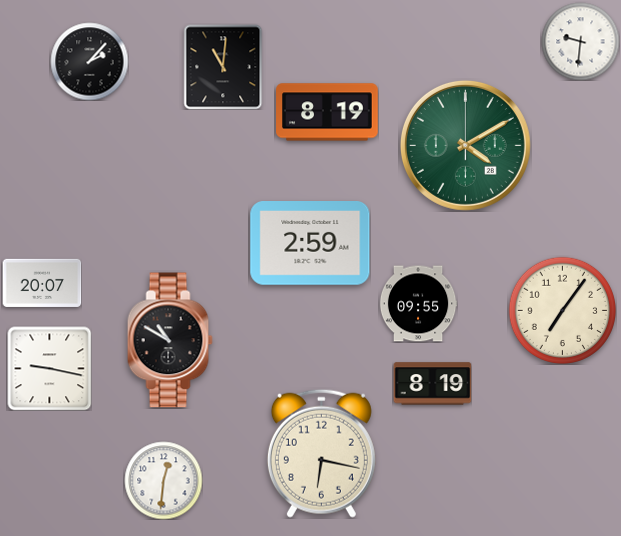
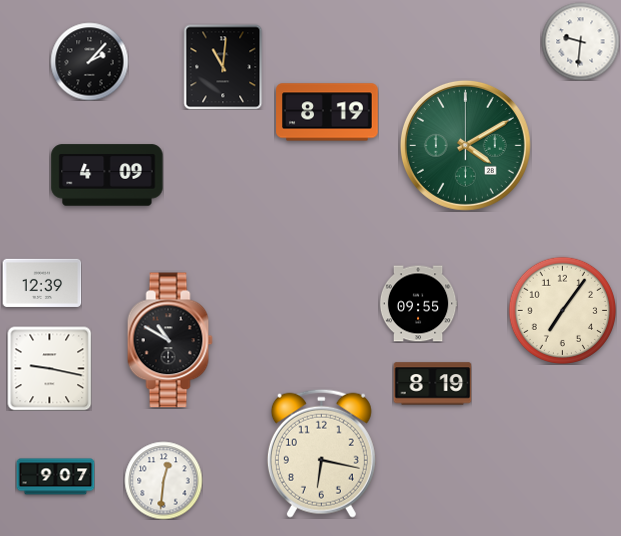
clock at (107, 175): none -> 4:09
clock at (310, 244): 2:59 -> none
clock at (42, 283): 20:07 -> 12:39
clock at (55, 477): none -> 9:07
